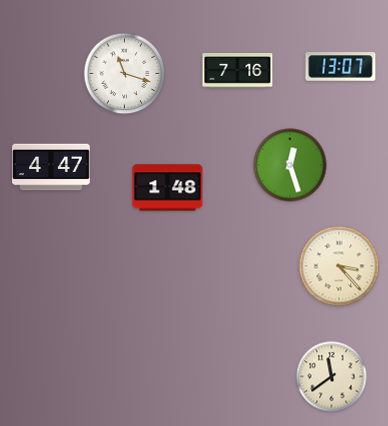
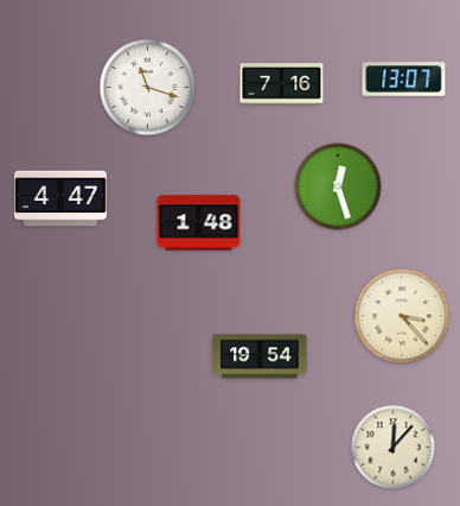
clock at (290, 165) position: (290, 165) -> (338, 186)
clock at (260, 356): none -> 19:54
clock at (332, 377): 11:39 -> 12:07
